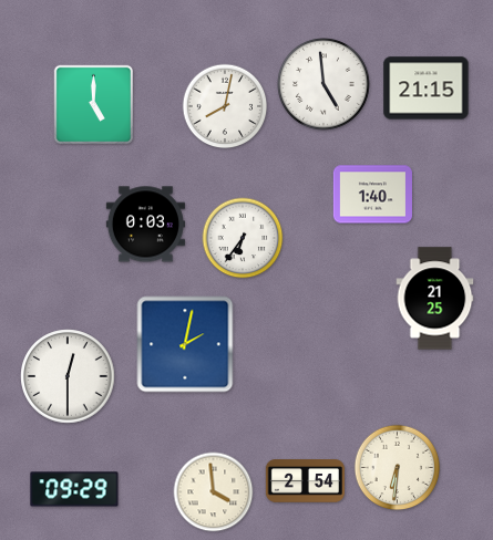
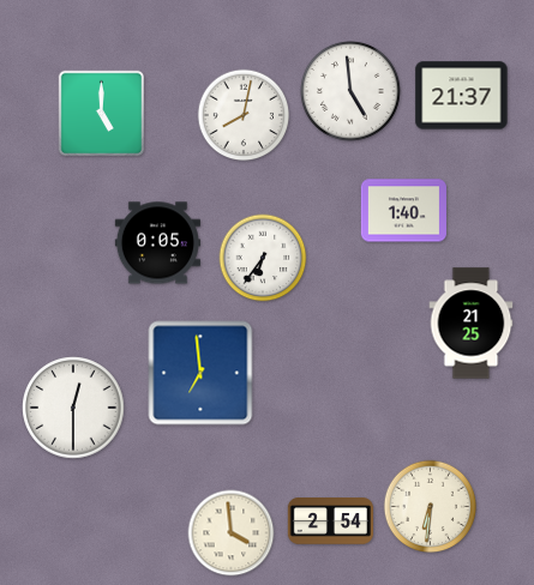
clock at (427, 89): 21:15 -> 21:37
clock at (145, 225): 0:03 -> 0:05
clock at (185, 344): 2:02 -> 6:59
clock at (74, 489): 09:29 -> none
